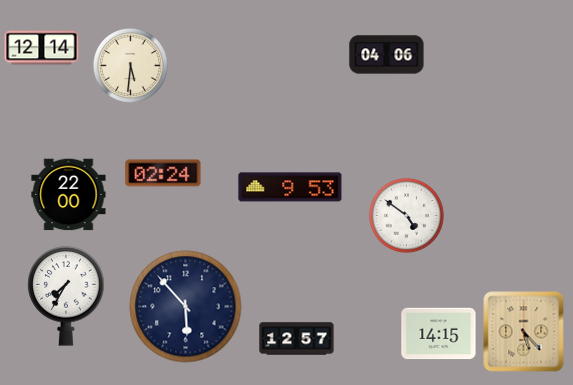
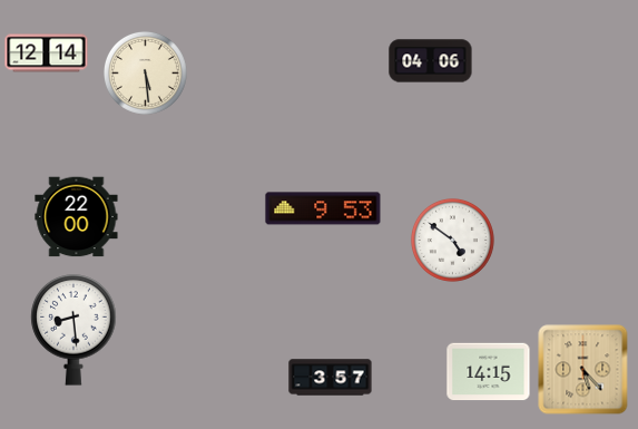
clock at (130, 65): 5:31 -> 5:29
clock at (163, 173): 02:24 -> none
clock at (66, 297): 7:35 -> 8:29
clock at (186, 307): 5:53 -> none
clock at (297, 339): 12:57 -> 3:57
